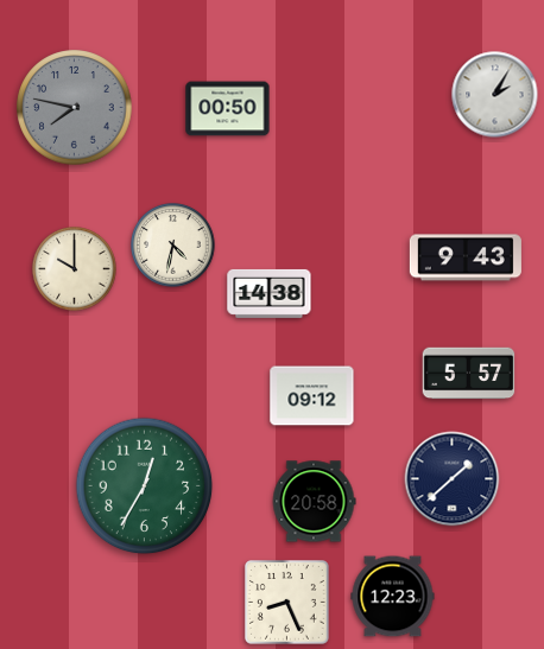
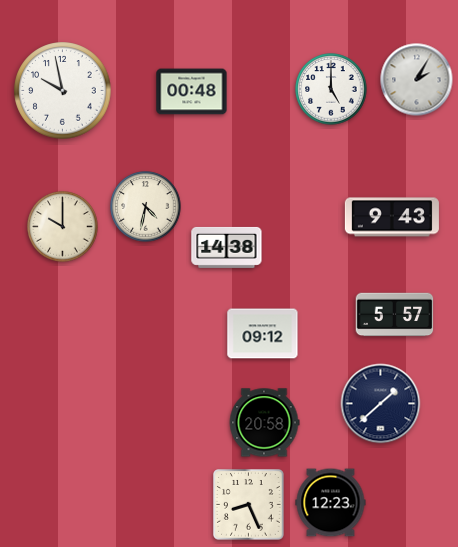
clock at (331, 89): none -> 5:00
clock at (75, 108): 7:47 -> 9:58
clock at (75, 108) dial: grey -> white
clock at (228, 109): 00:50 -> 00:48
clock at (145, 486): 12:35 -> none
clock at (287, 603) position: (287, 603) -> (249, 505)
